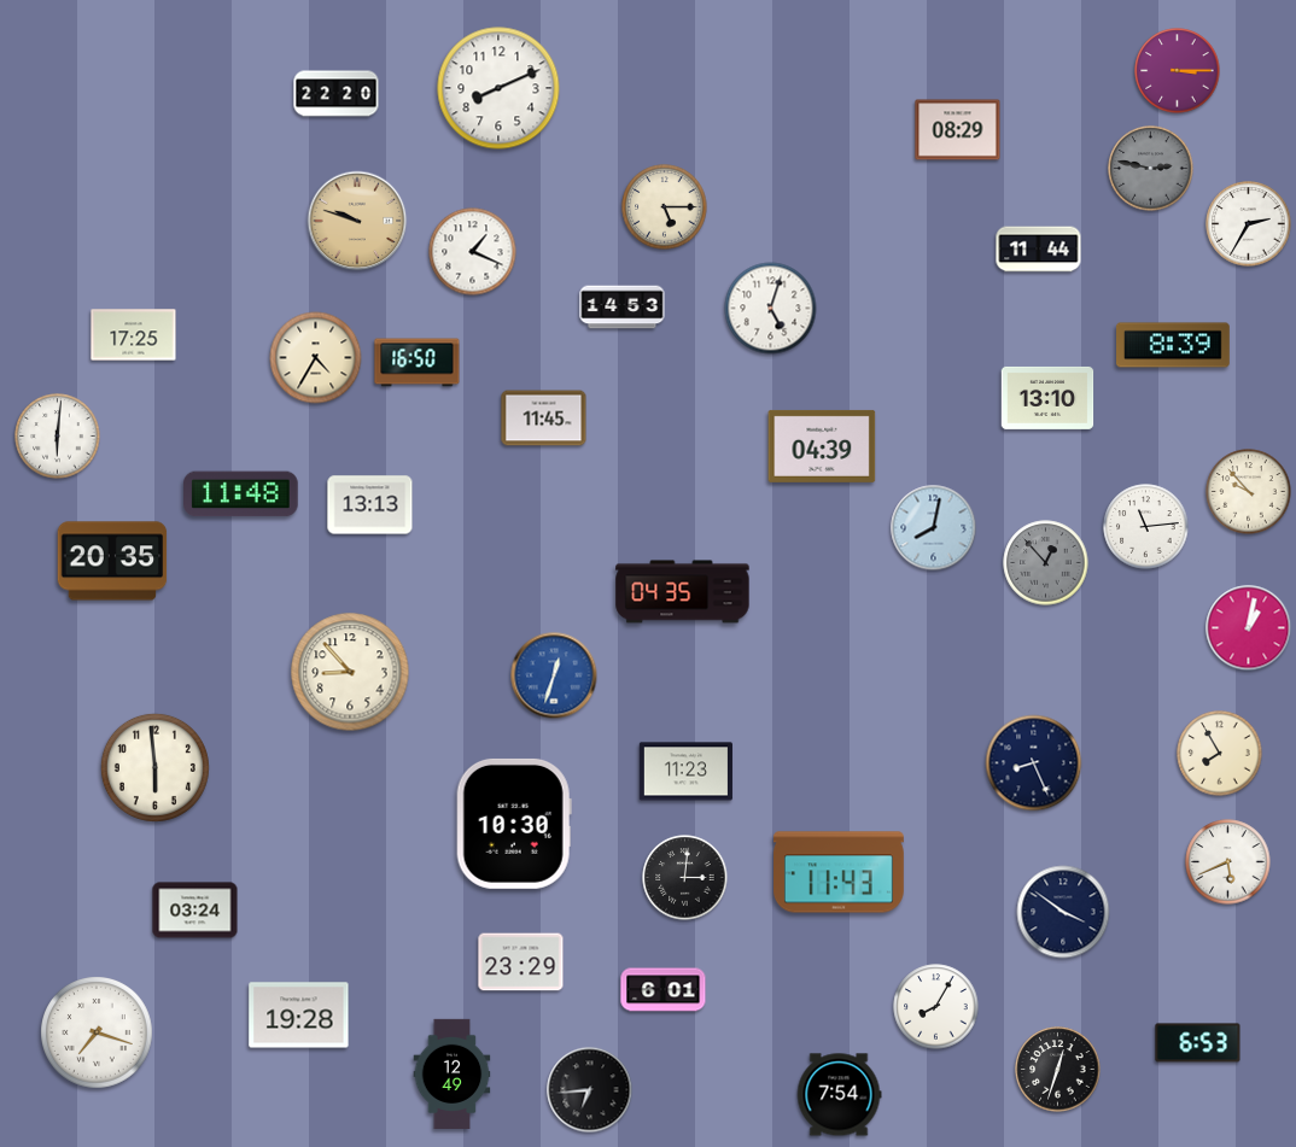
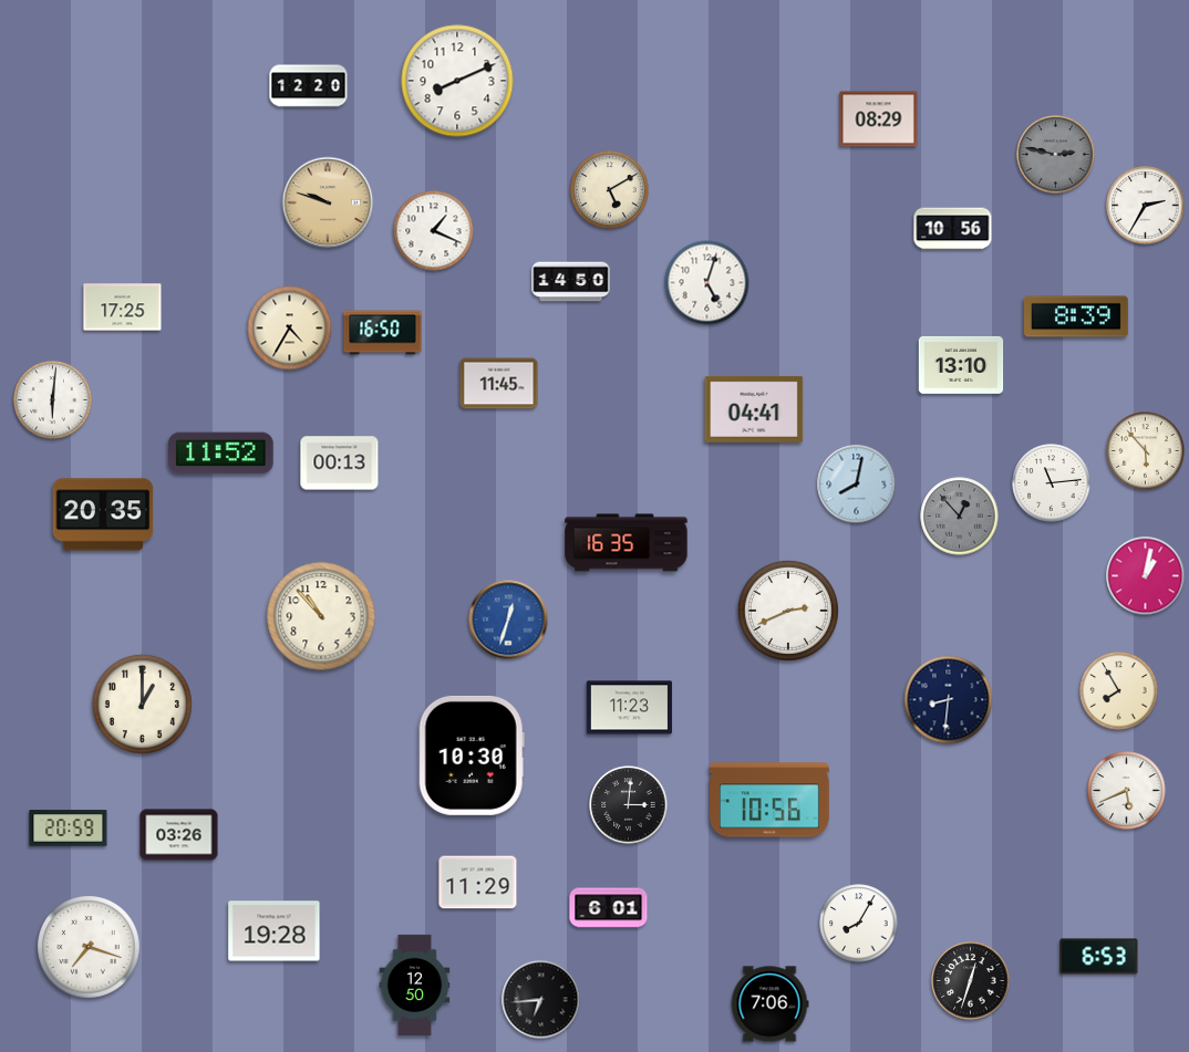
clock at (1178, 71): 3:15 -> none
clock at (337, 94): 22:20 -> 12:20
clock at (665, 207): 5:15 -> 5:10
clock at (1039, 250): 11:44 -> 10:56
clock at (623, 308): 14:53 -> 14:50
clock at (822, 446): 04:39 -> 04:41
clock at (1249, 492): 9:53 -> 5:53
clock at (241, 495): 11:48 -> 11:52
clock at (370, 505): 13:13 -> 00:13
clock at (683, 592): 04:35 -> 16:35
clock at (788, 611): none -> 2:41
clock at (350, 672): 8:53 -> 10:53
clock at (1034, 763): 8:26 -> 8:31
clock at (154, 767): 5:59 -> 1:00
clock at (840, 872): 11:43 -> 10:56
clock at (69, 829): none -> 20:59
clock at (195, 911): 03:24 -> 03:26
clock at (1063, 912): 3:51 -> none
clock at (521, 962): 23:29 -> 11:29
clock at (453, 1075): 12:49 -> 12:50
clock at (839, 1095): 7:54 -> 7:06
